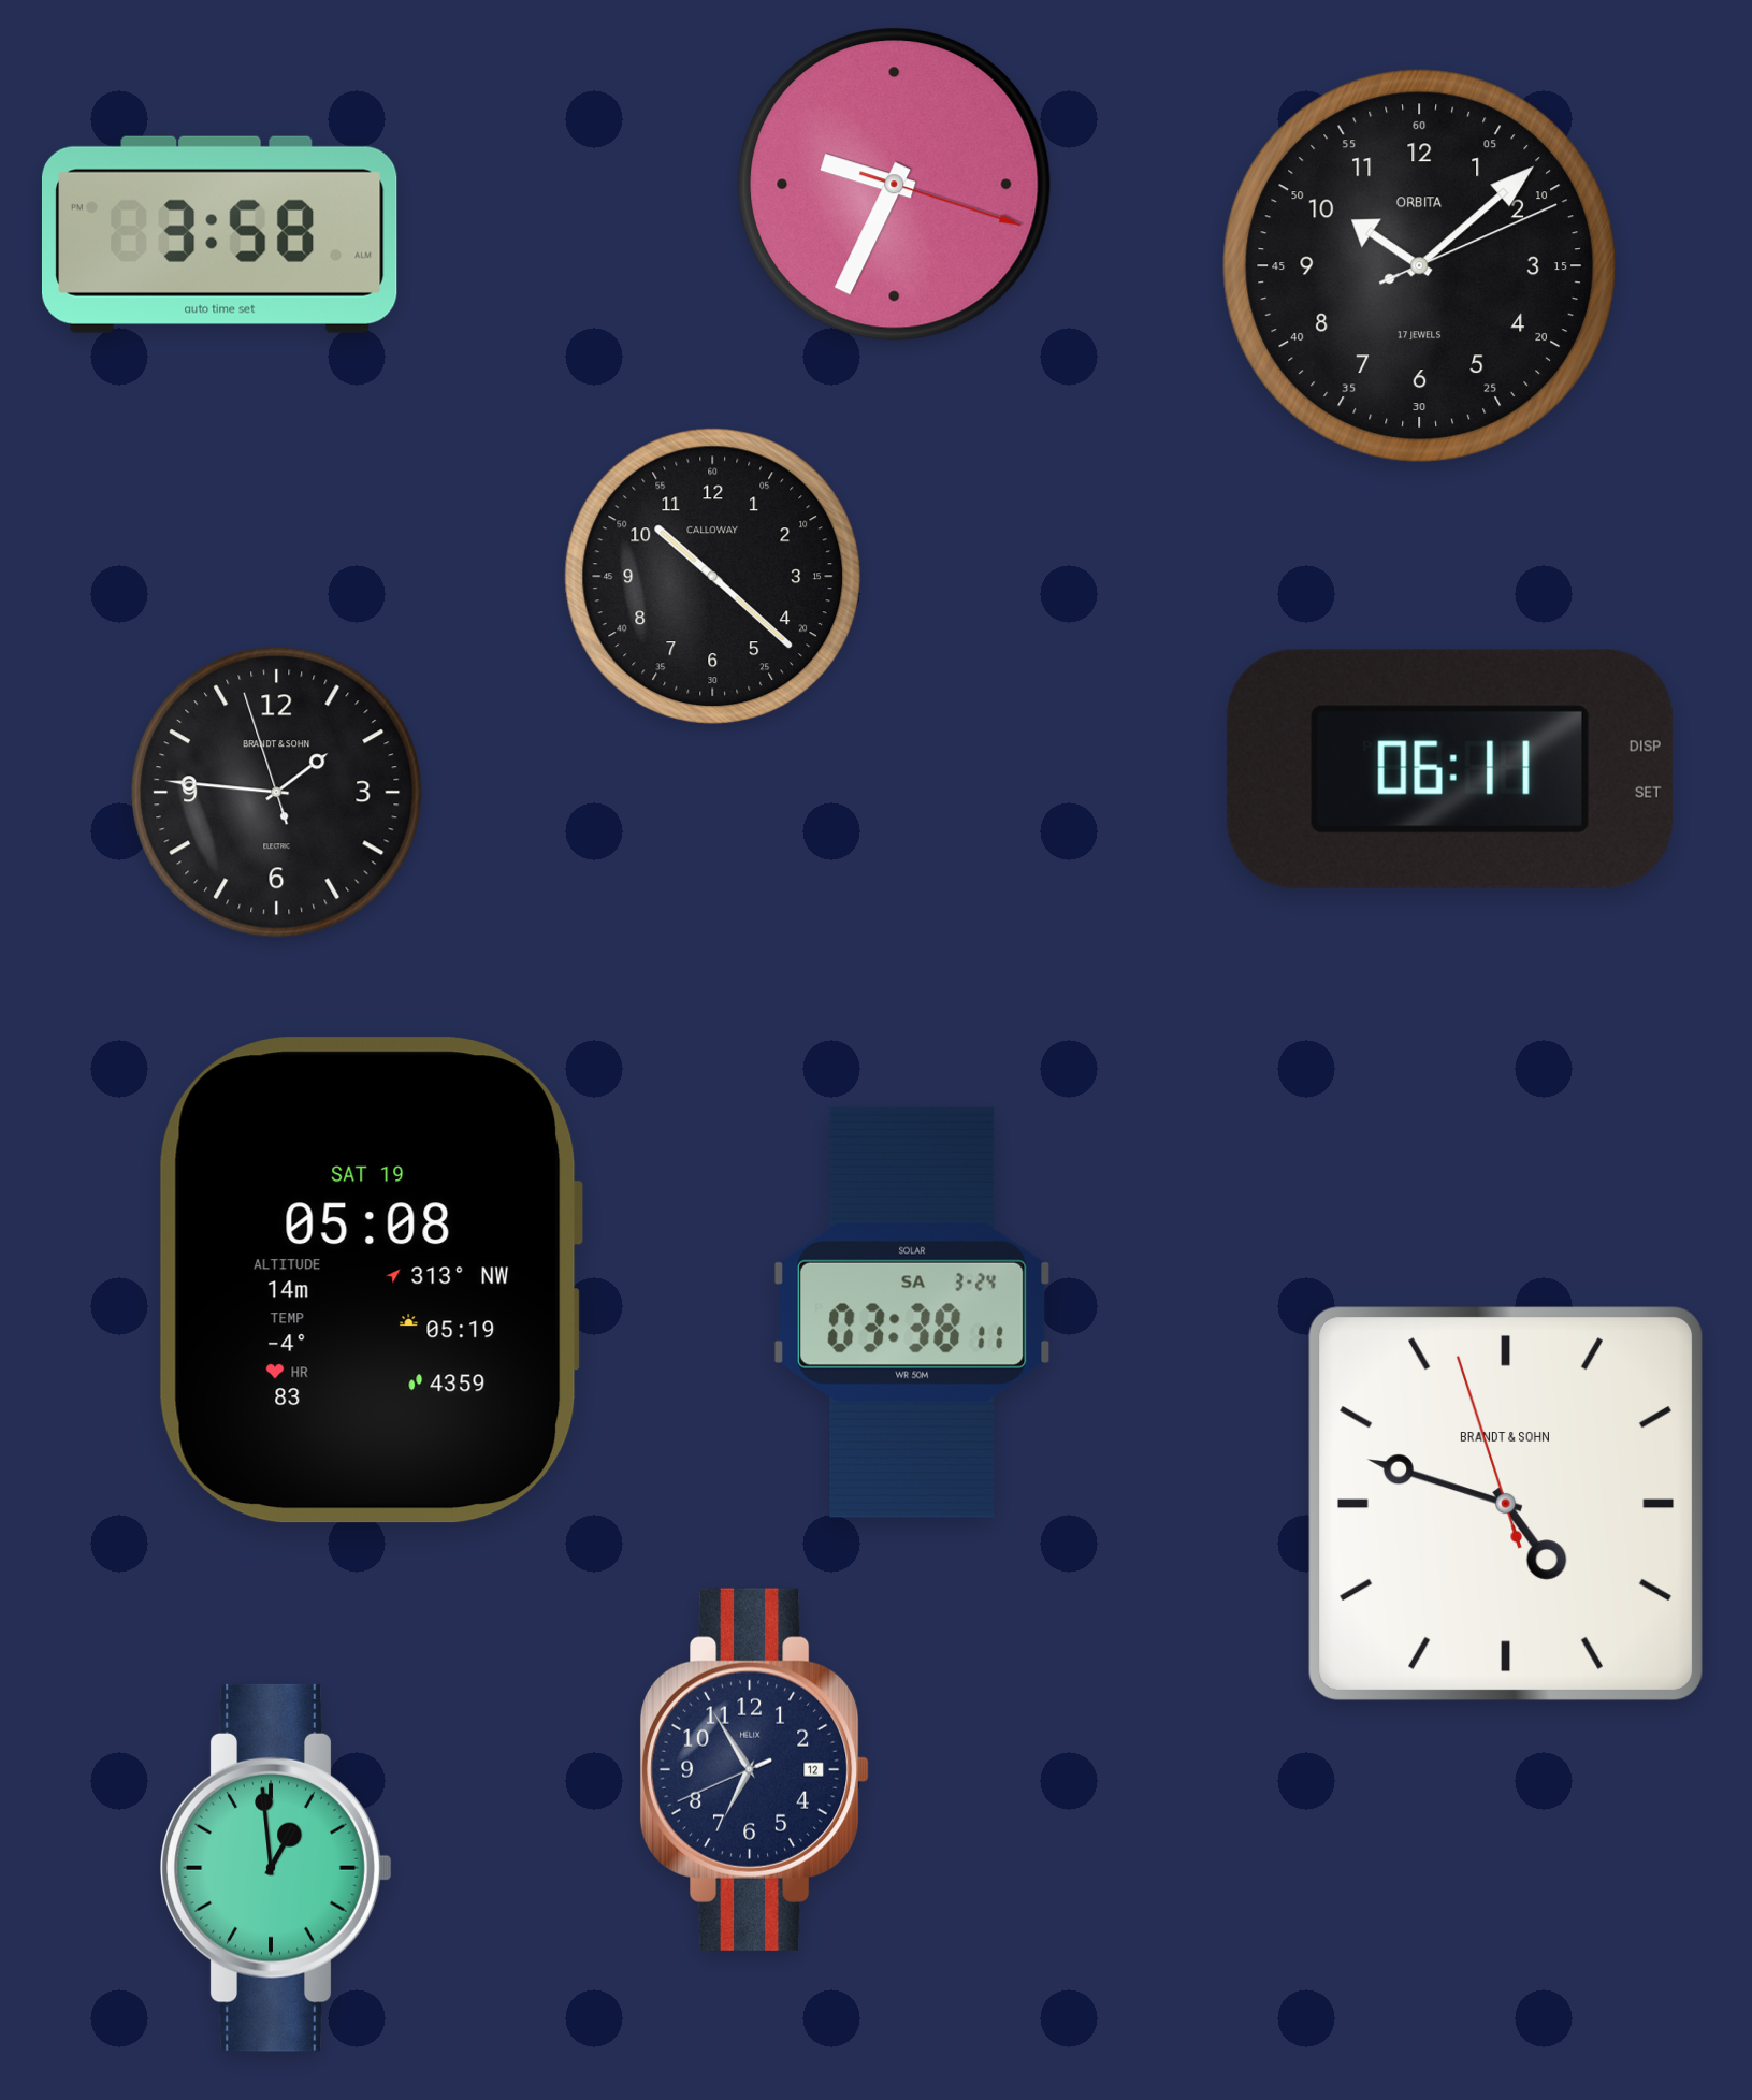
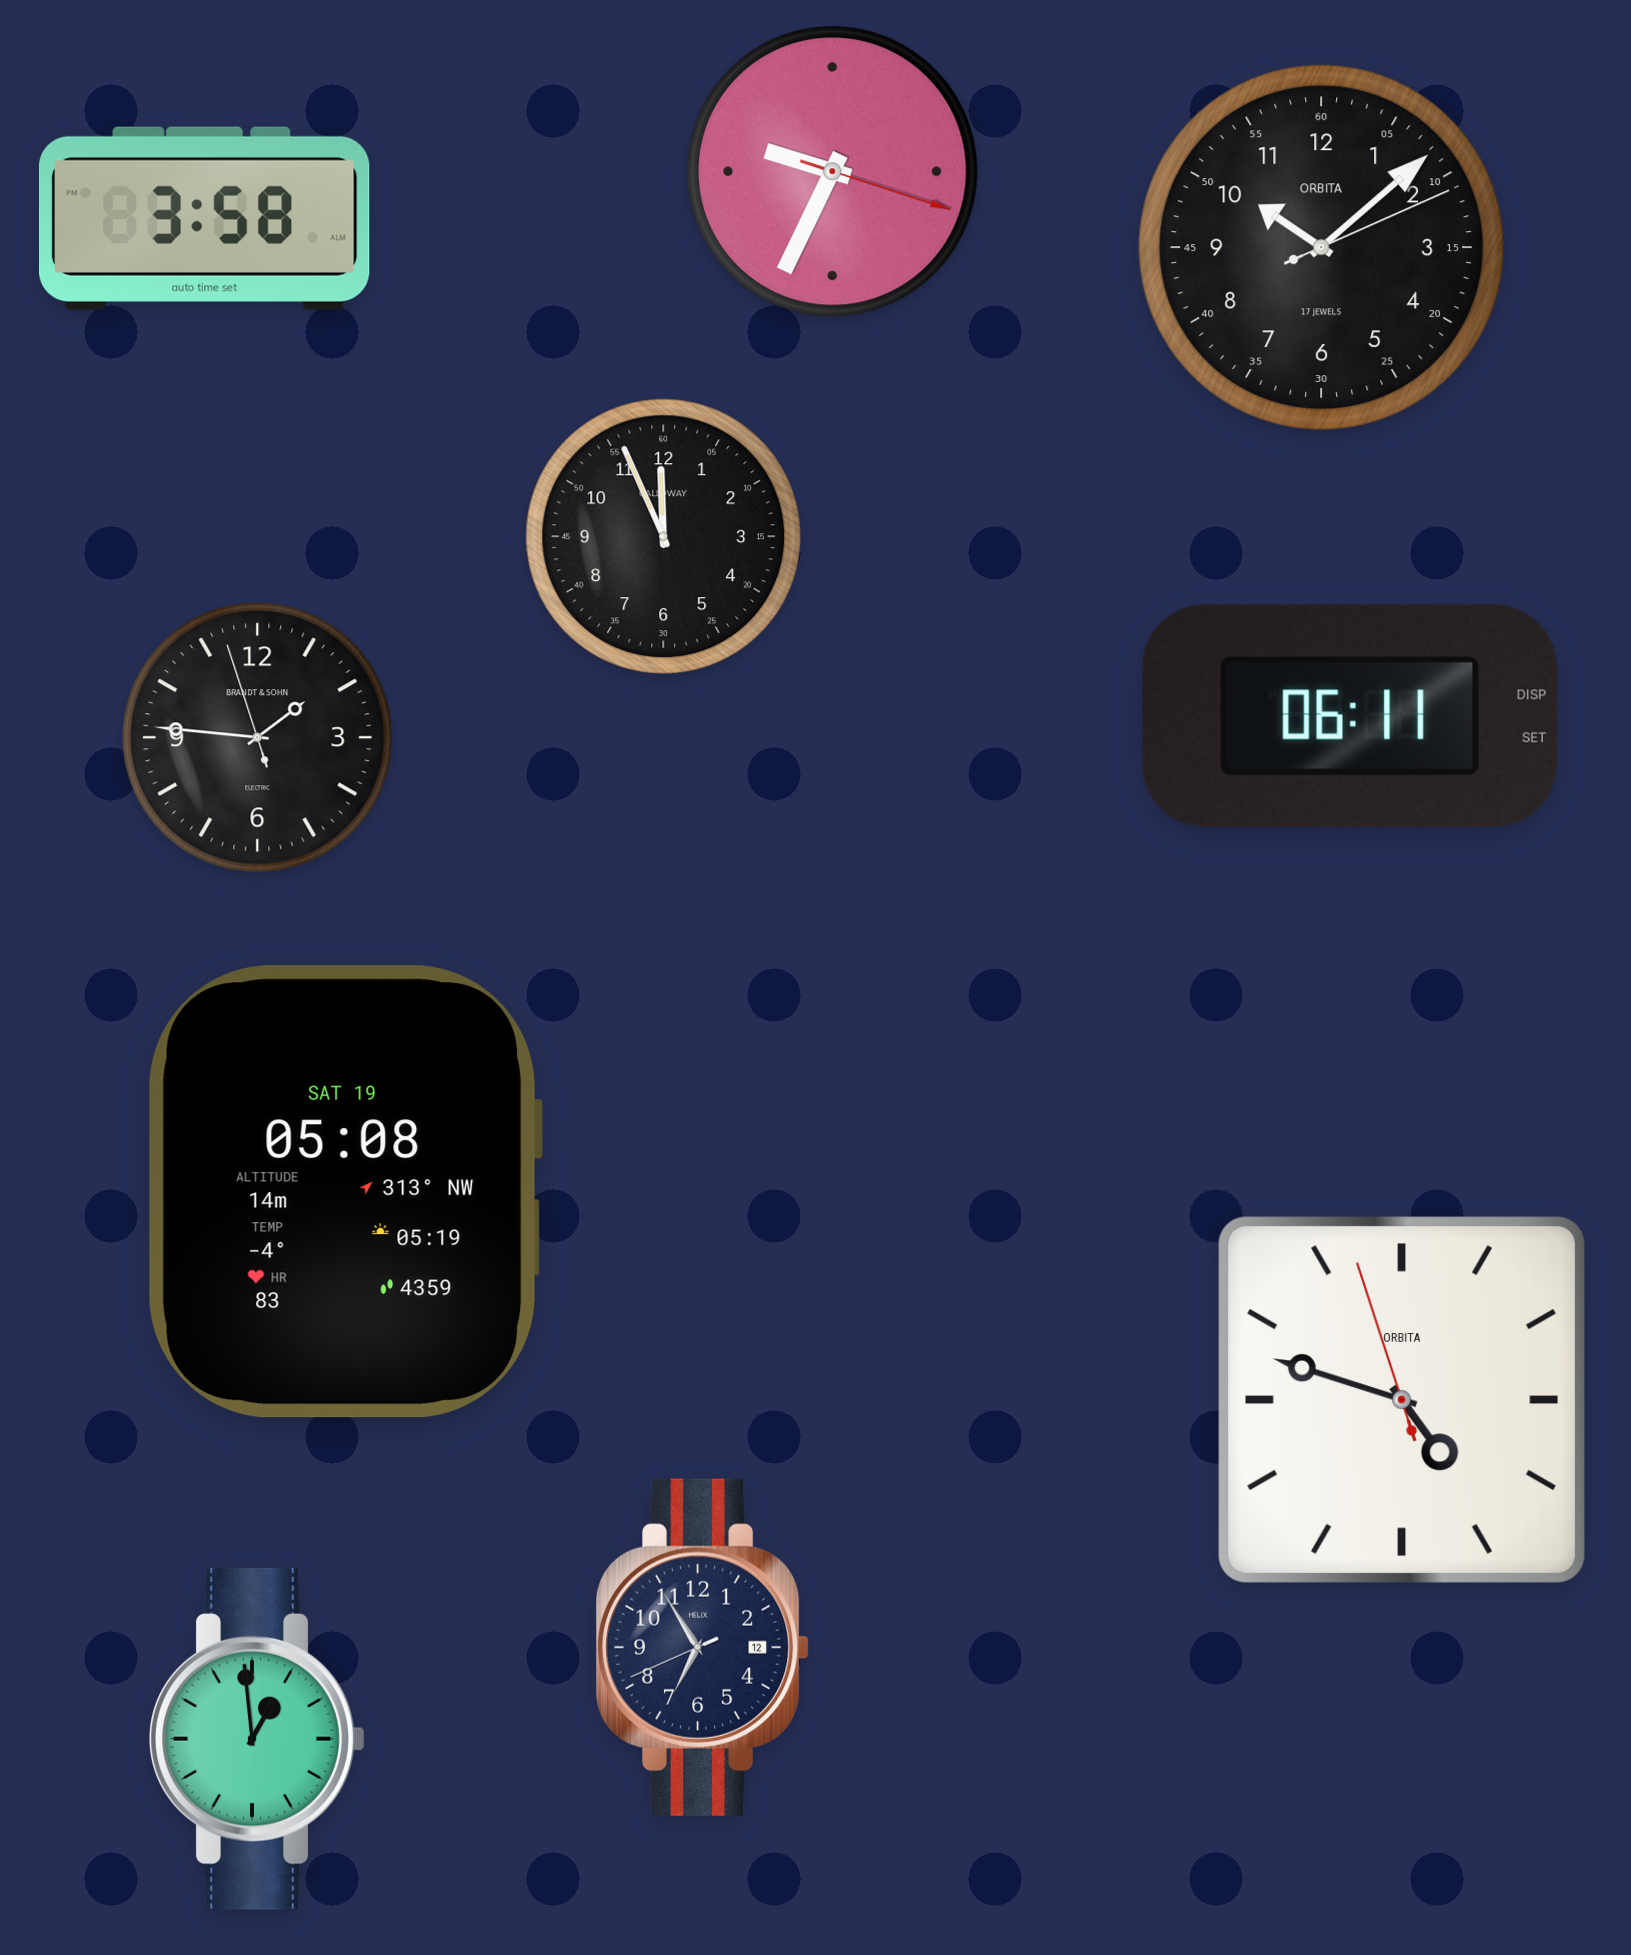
clock at (713, 577): 10:22 -> 11:56
clock at (913, 1313): 03:38 -> none
clock at (1507, 1505) brand: BRANDT & SOHN -> ORBITA
